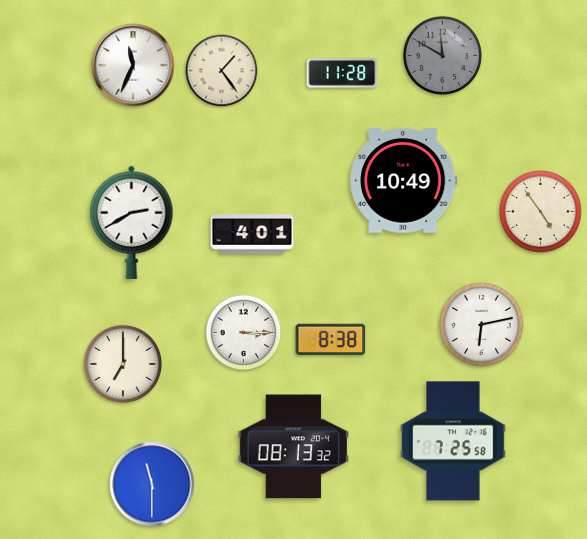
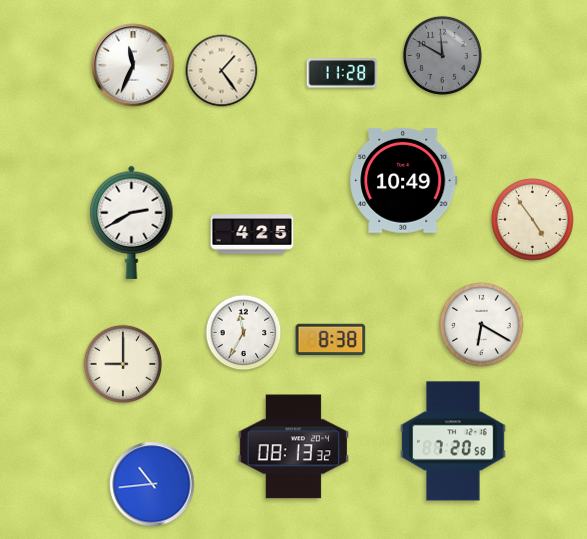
clock at (541, 212) position: (541, 212) -> (533, 220)
clock at (252, 234): 4:01 -> 4:25
clock at (482, 325): 6:13 -> 6:20
clock at (244, 333): 3:15 -> 11:35
clock at (122, 363): 7:00 -> 9:00
clock at (453, 441): 7:25 -> 7:20
clock at (152, 484): 11:30 -> 10:44
